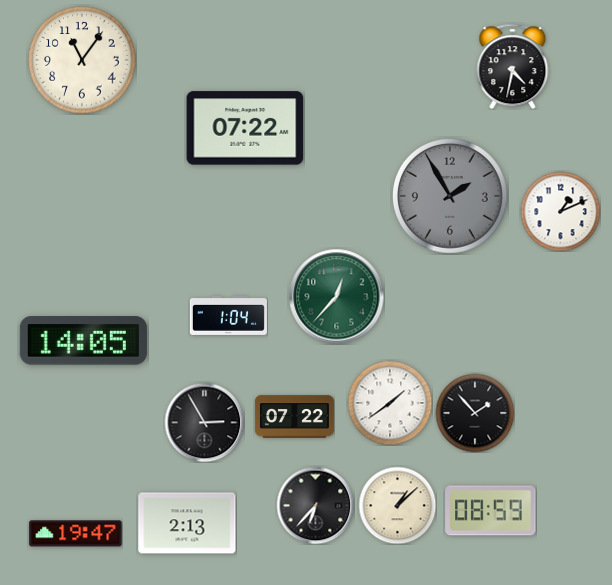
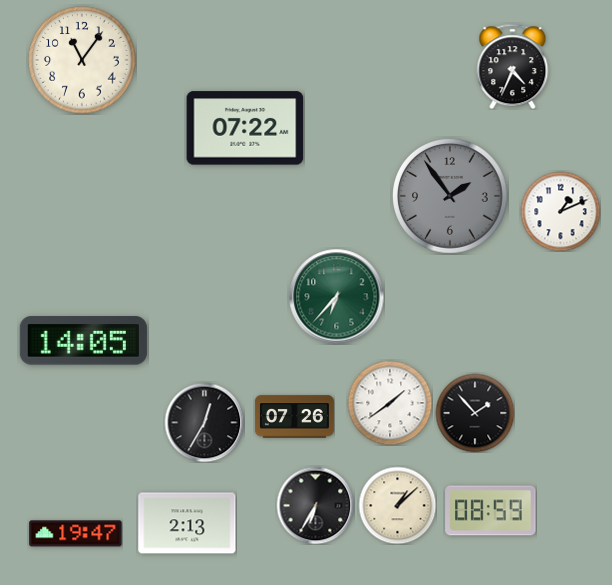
clock at (513, 66): 4:32 -> 4:34
clock at (451, 197): 1:55 -> 1:54
clock at (336, 296): 12:37 -> 6:37
clock at (228, 315): 1:04 -> none
clock at (294, 417): 07:22 -> 07:26
clock at (204, 422): 2:55 -> 12:35
clock at (315, 505): 6:37 -> 6:35
